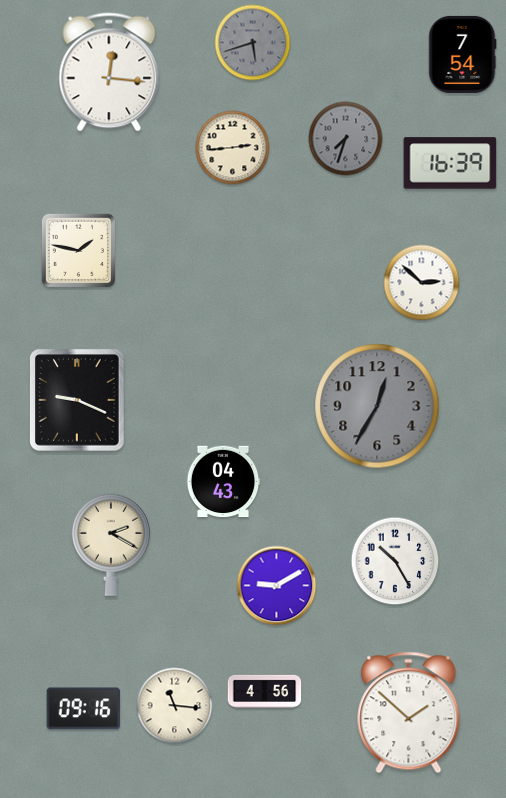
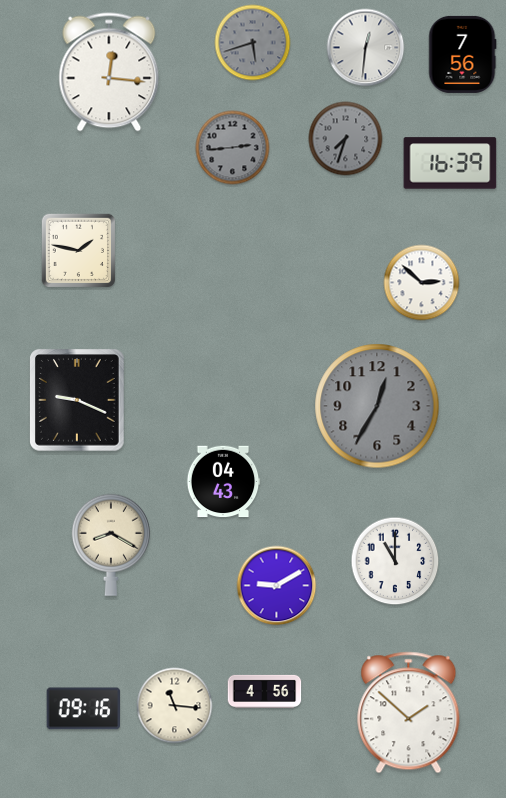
clock at (366, 48): none -> 12:31
clock at (463, 54): 7:54 -> 7:56
clock at (233, 148) dial: cream -> grey
clock at (111, 545): 2:20 -> 8:20
clock at (395, 561): 10:25 -> 11:00
